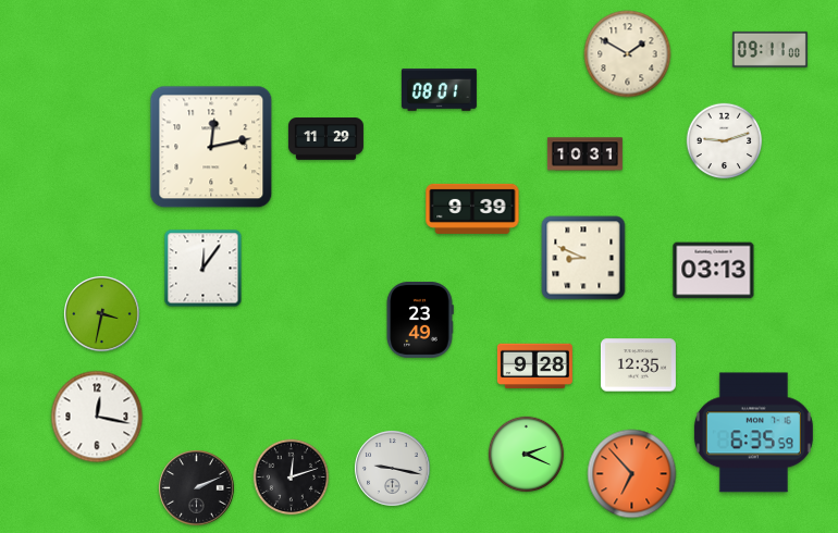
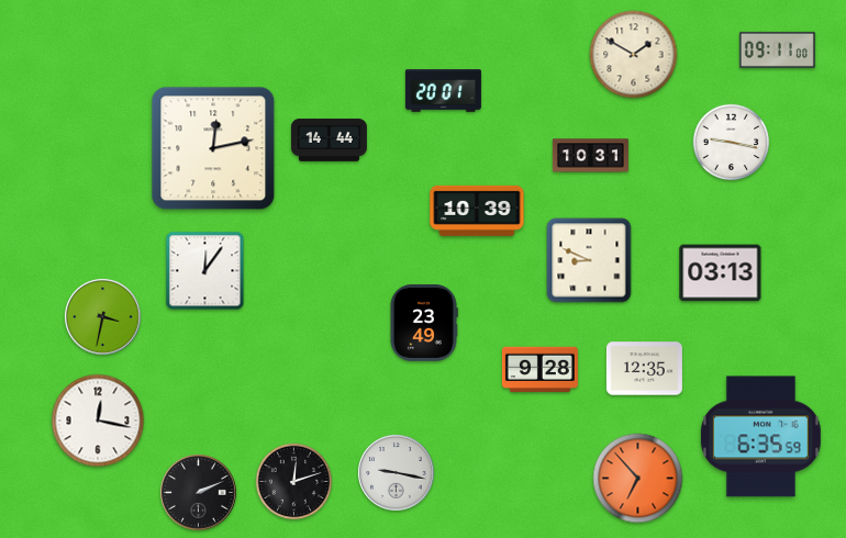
clock at (439, 90): 08:01 -> 20:01
clock at (325, 139): 11:29 -> 14:44
clock at (725, 141): 9:12 -> 9:17
clock at (472, 209): 9:39 -> 10:39
clock at (527, 455): 2:19 -> none
